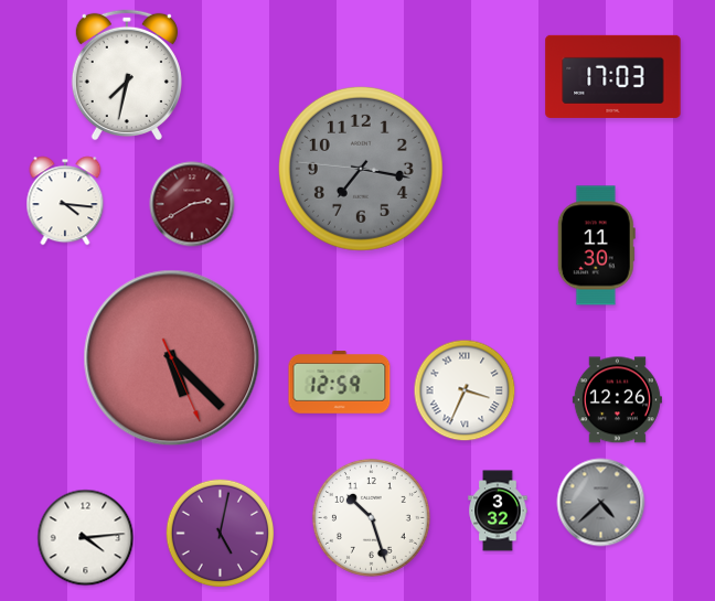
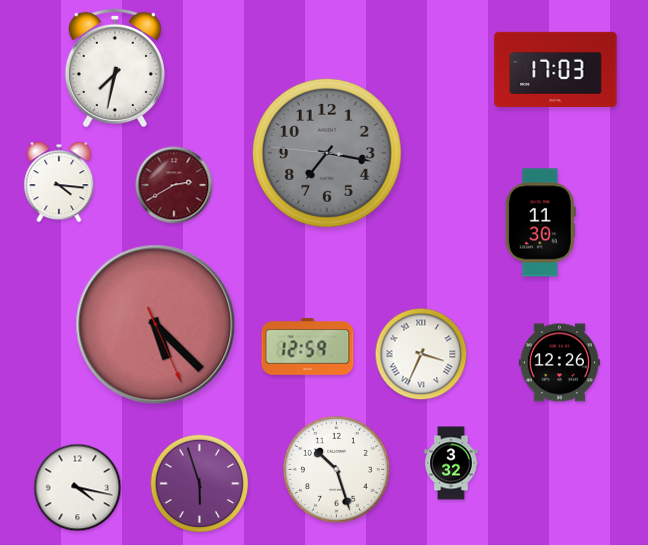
clock at (601, 503): 4:38 -> none
clock at (221, 534): 5:02 -> 5:57
clock at (86, 538): 4:14 -> 4:17
